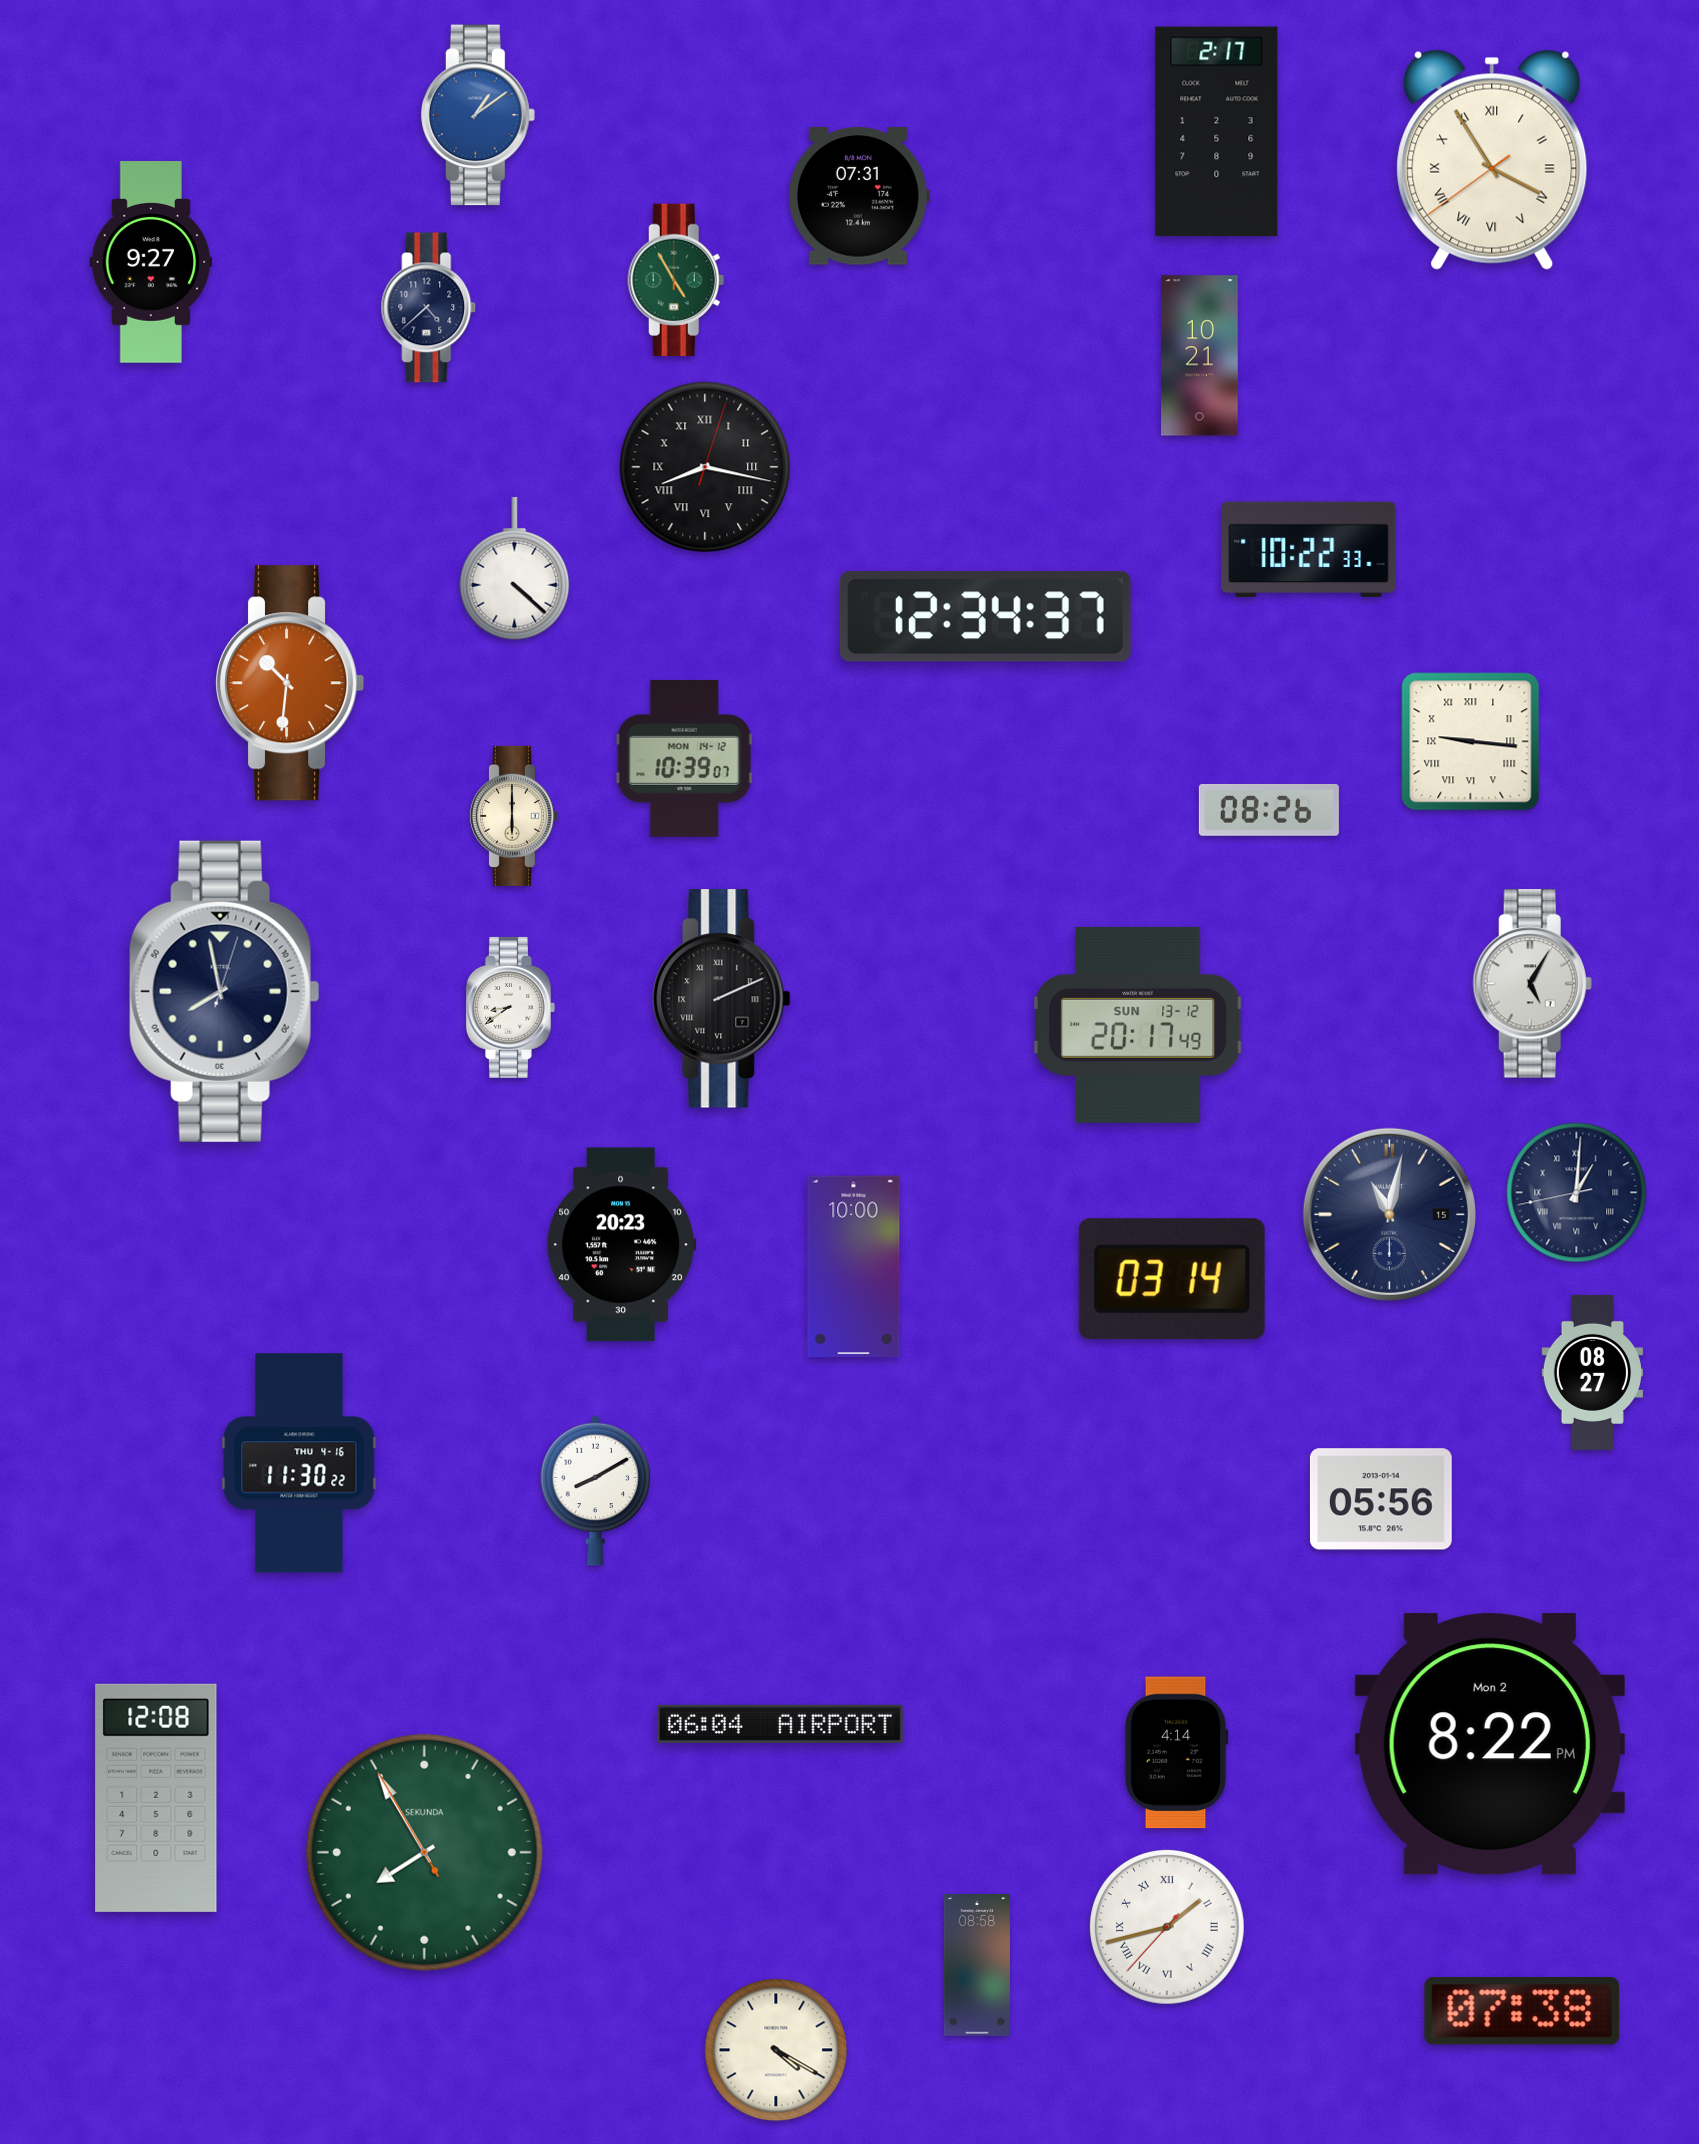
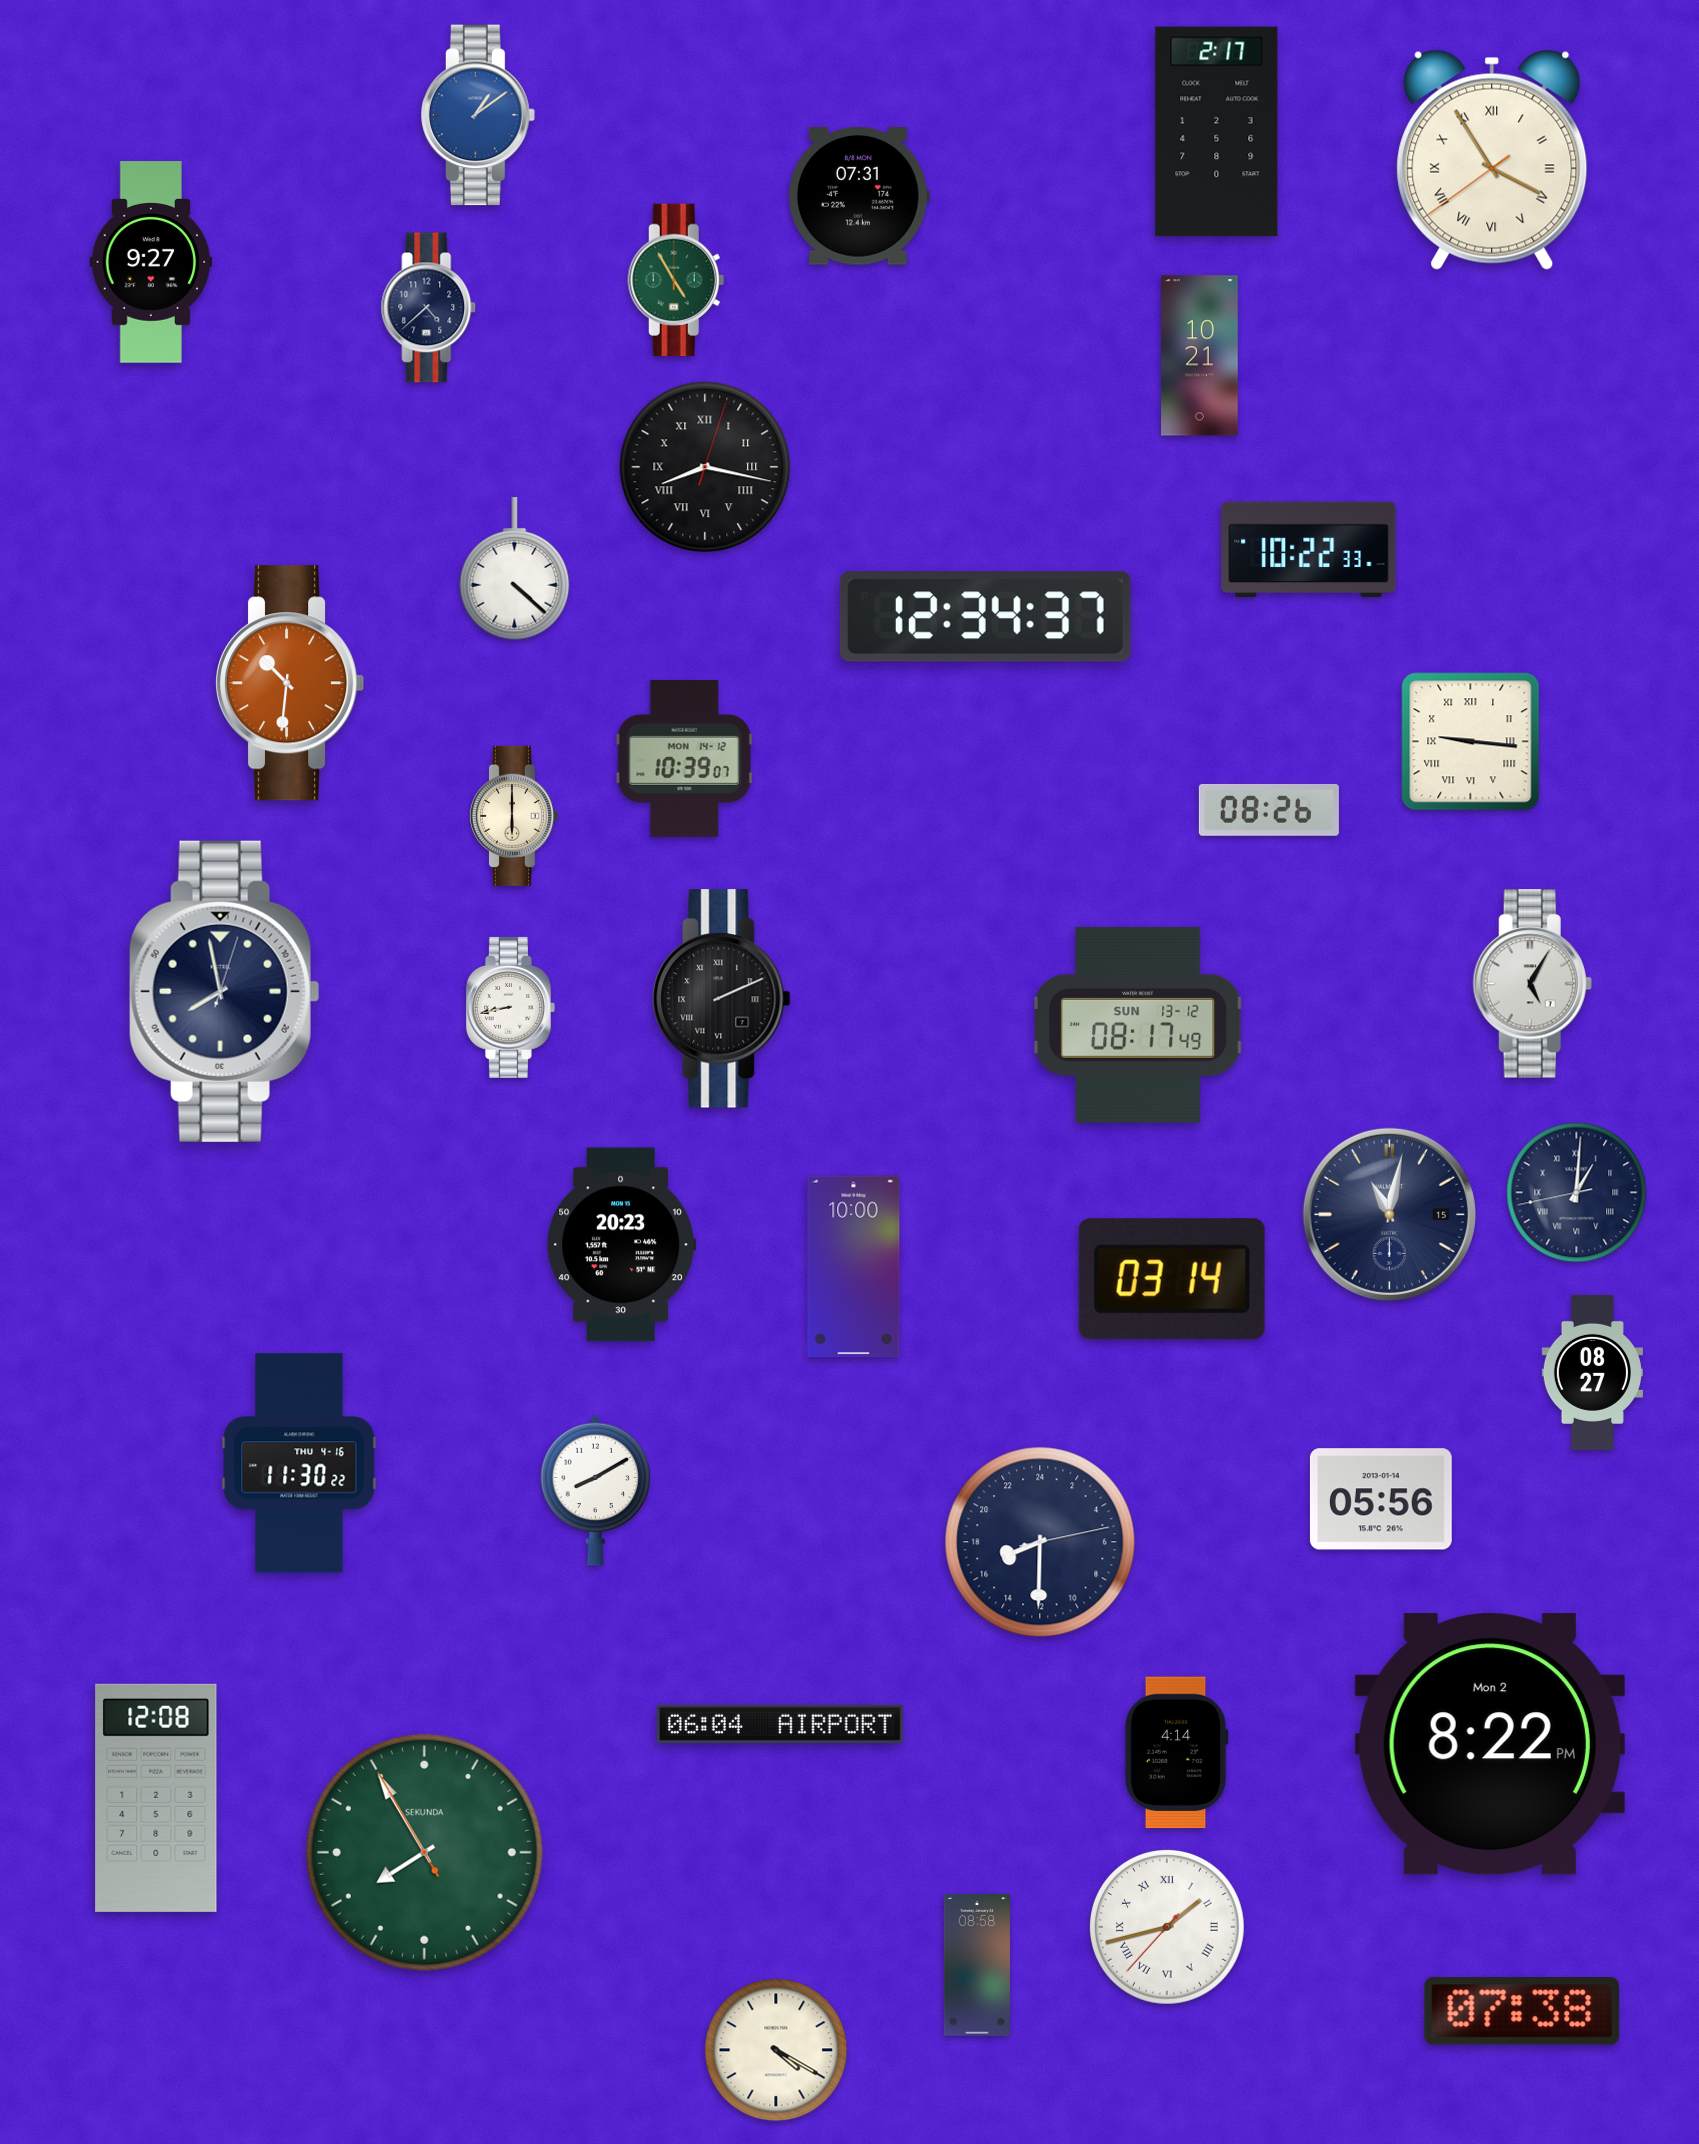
clock at (510, 1007): 8:39 -> 8:43
clock at (1138, 1025): 20:17 -> 08:17
clock at (1040, 1542): none -> 16:30
